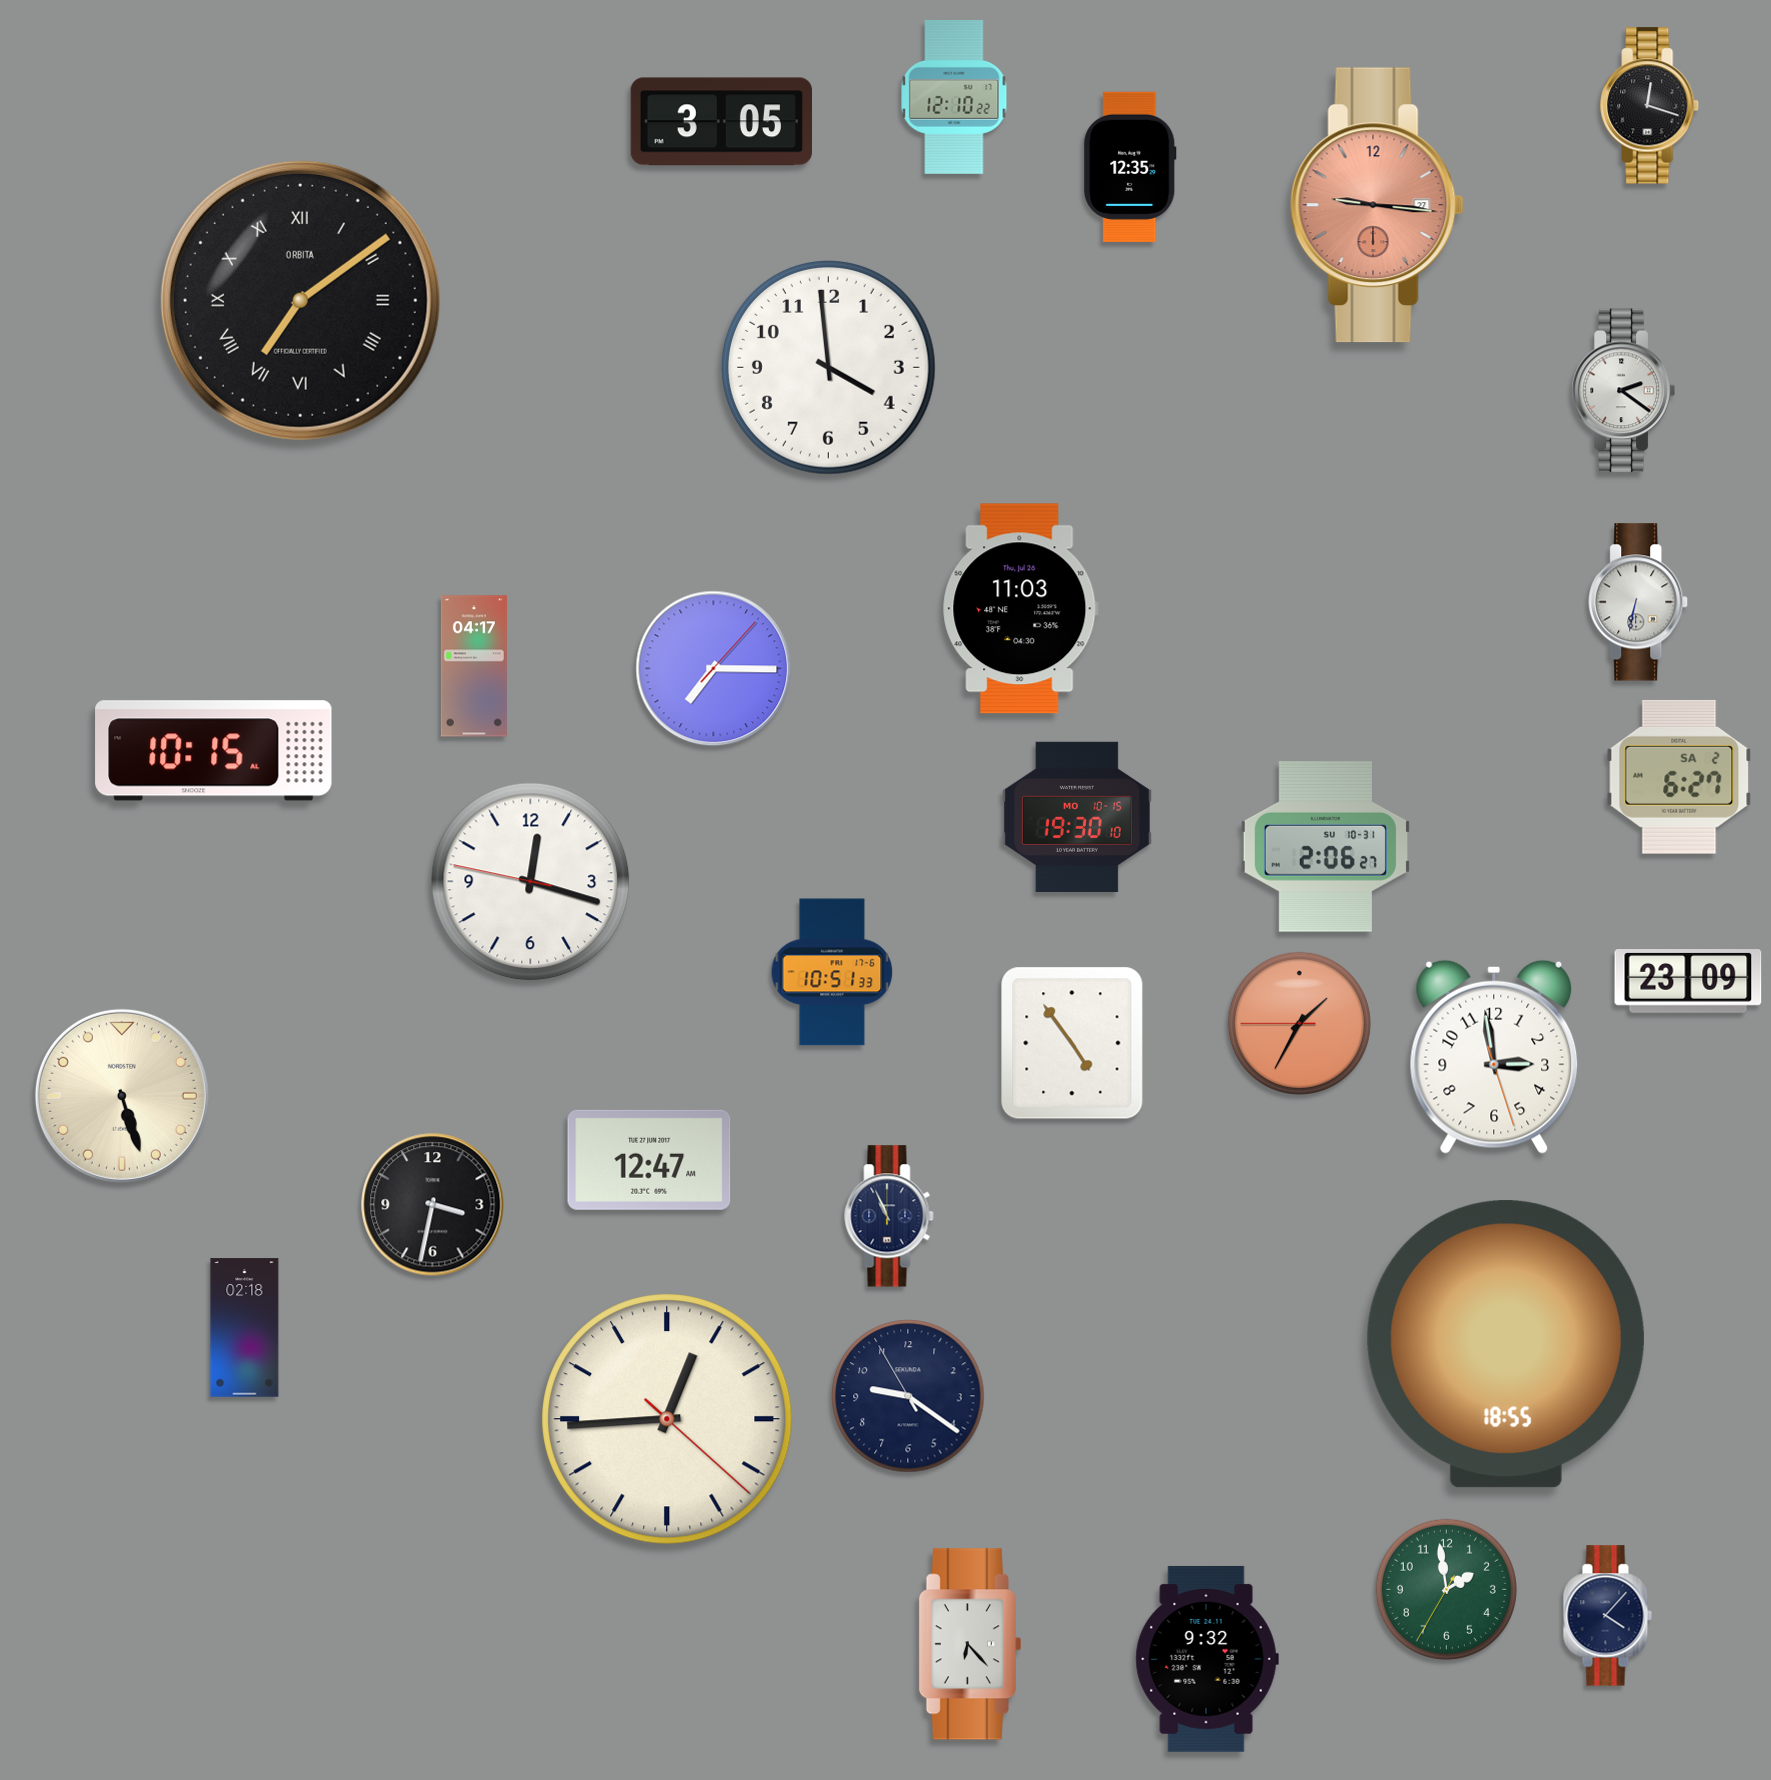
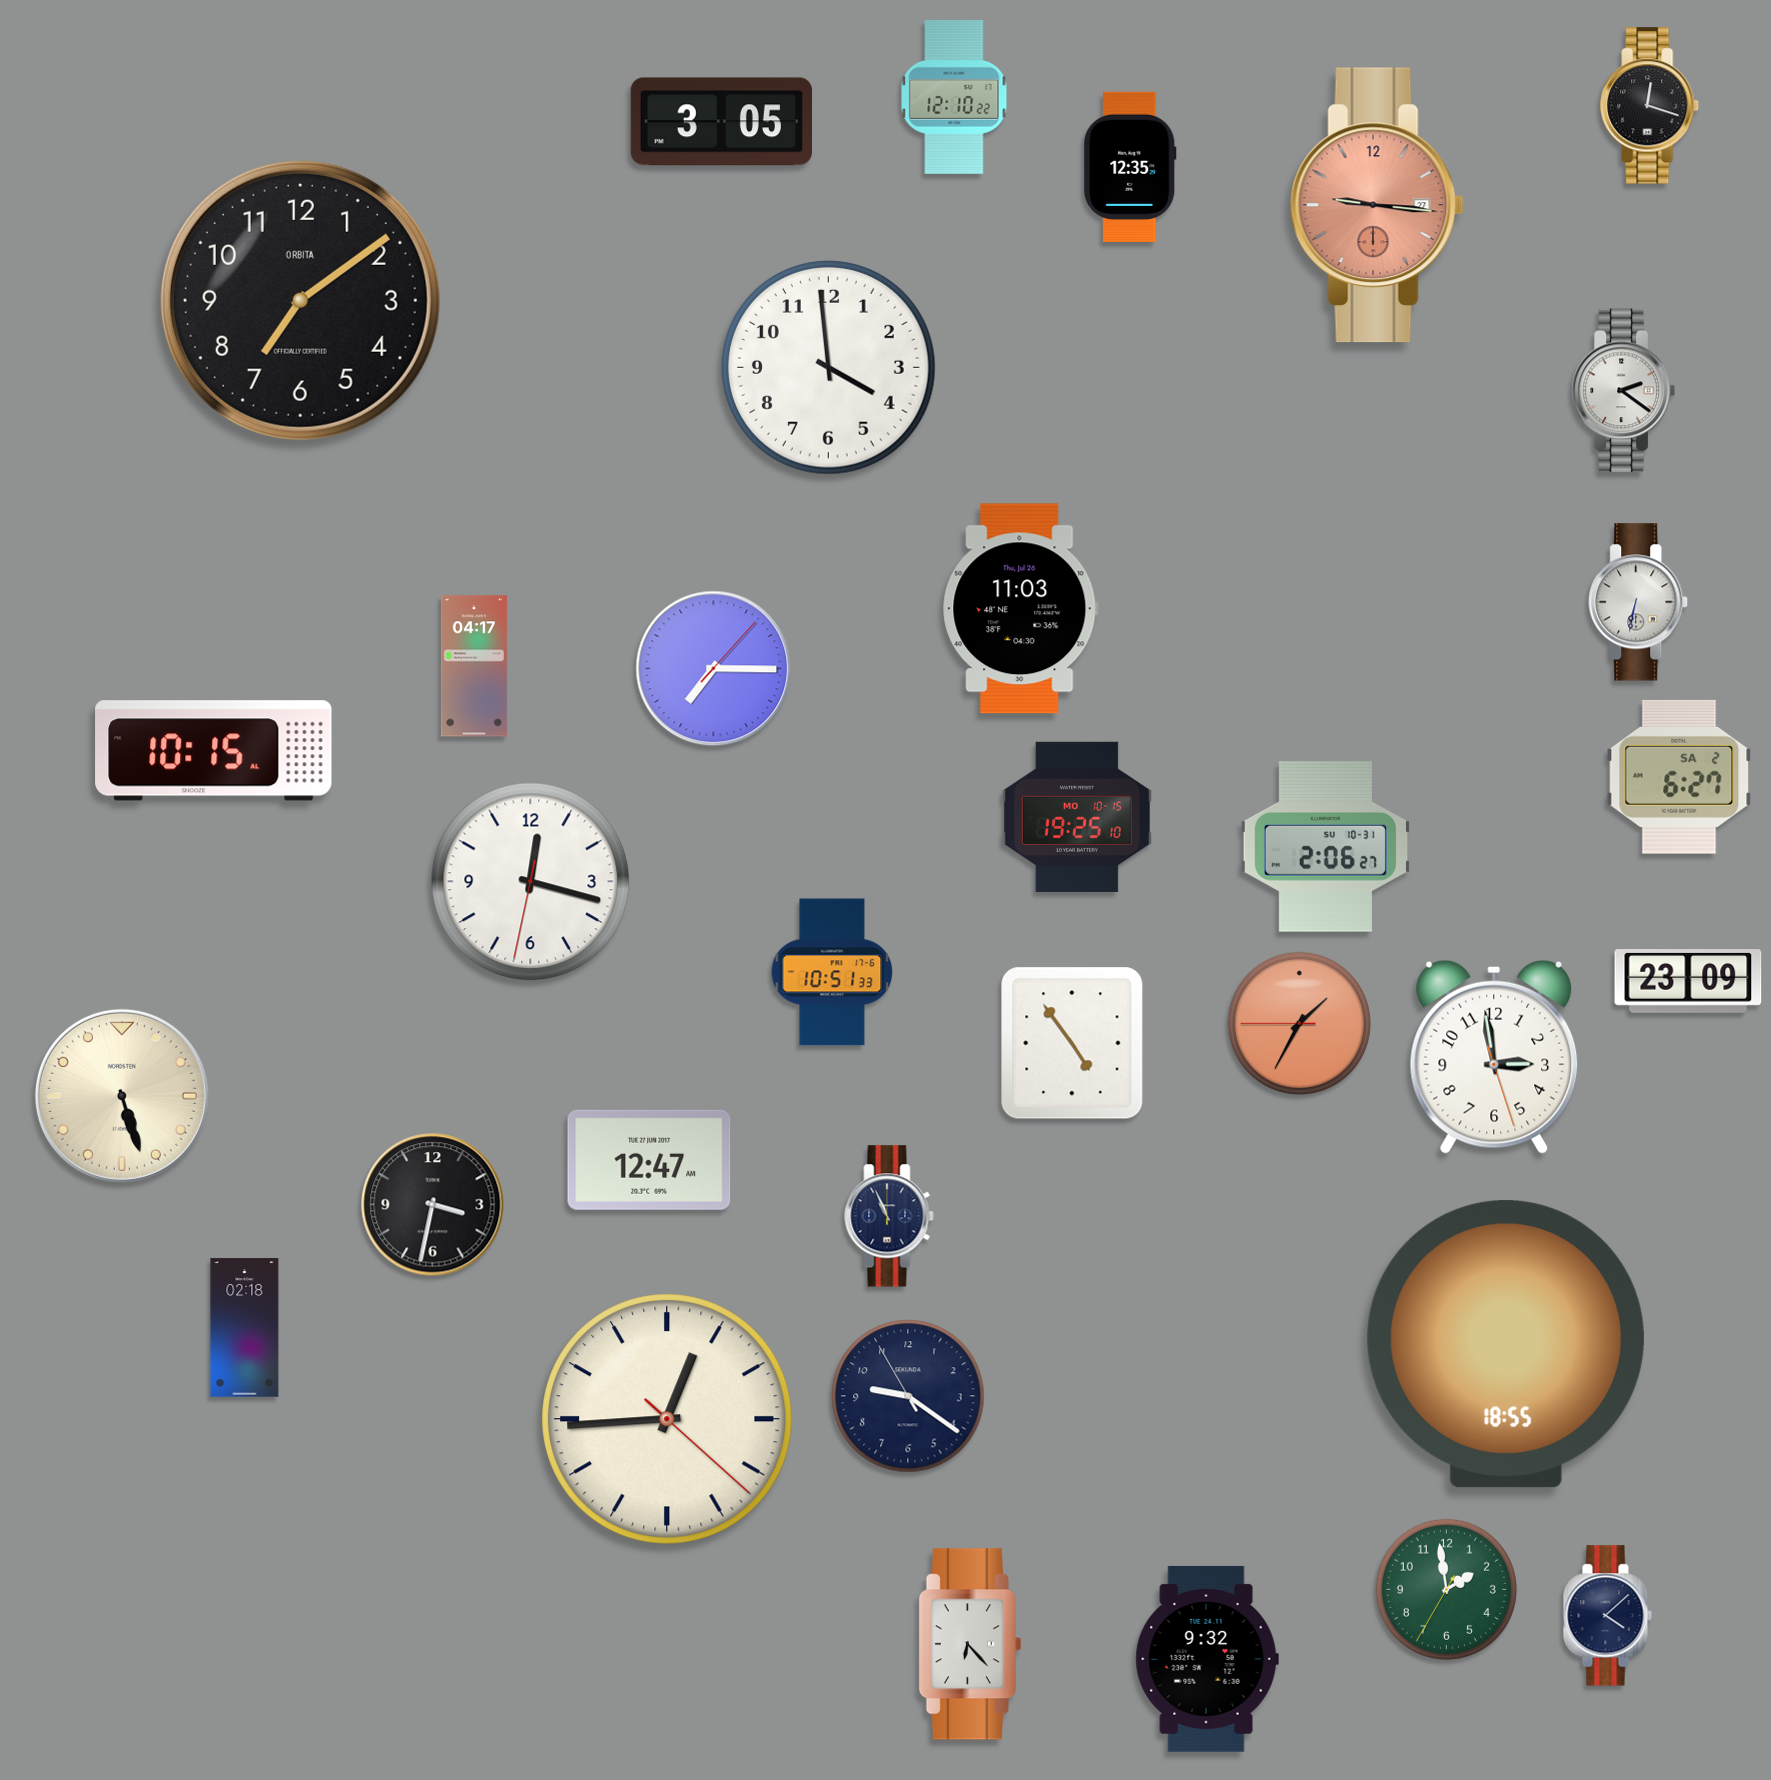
clock at (300, 300) numerals: Roman -> Arabic
clock at (1077, 817): 19:30 -> 19:25
clock at (531, 882): 12:17:47 -> 12:17:32
clock at (1607, 1616): 4:07 -> 4:08
